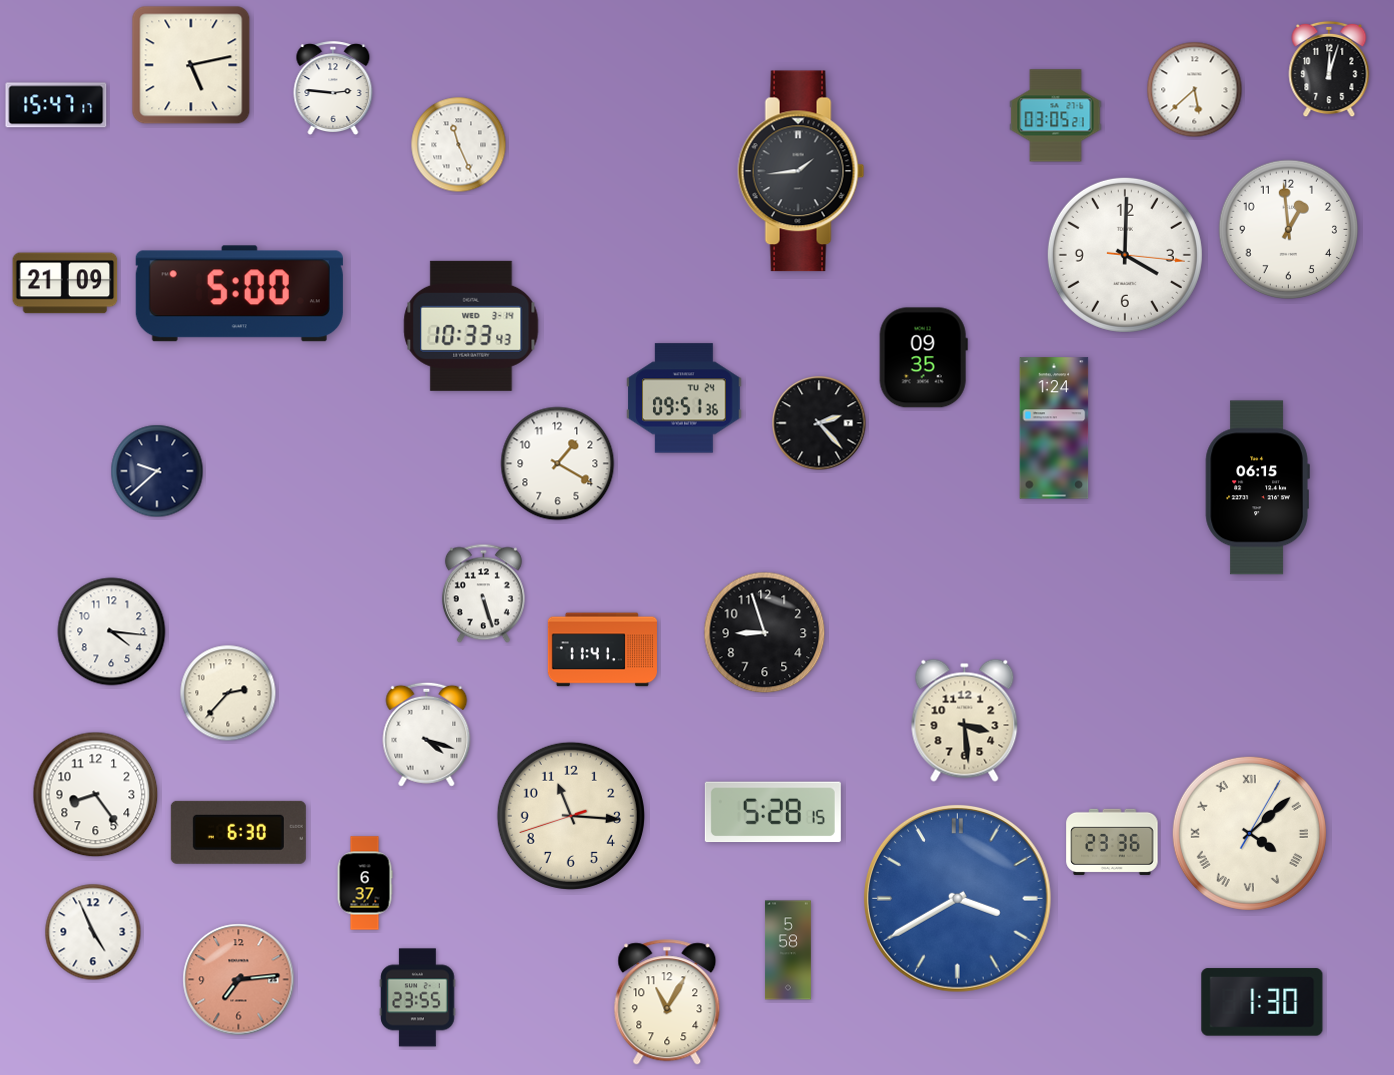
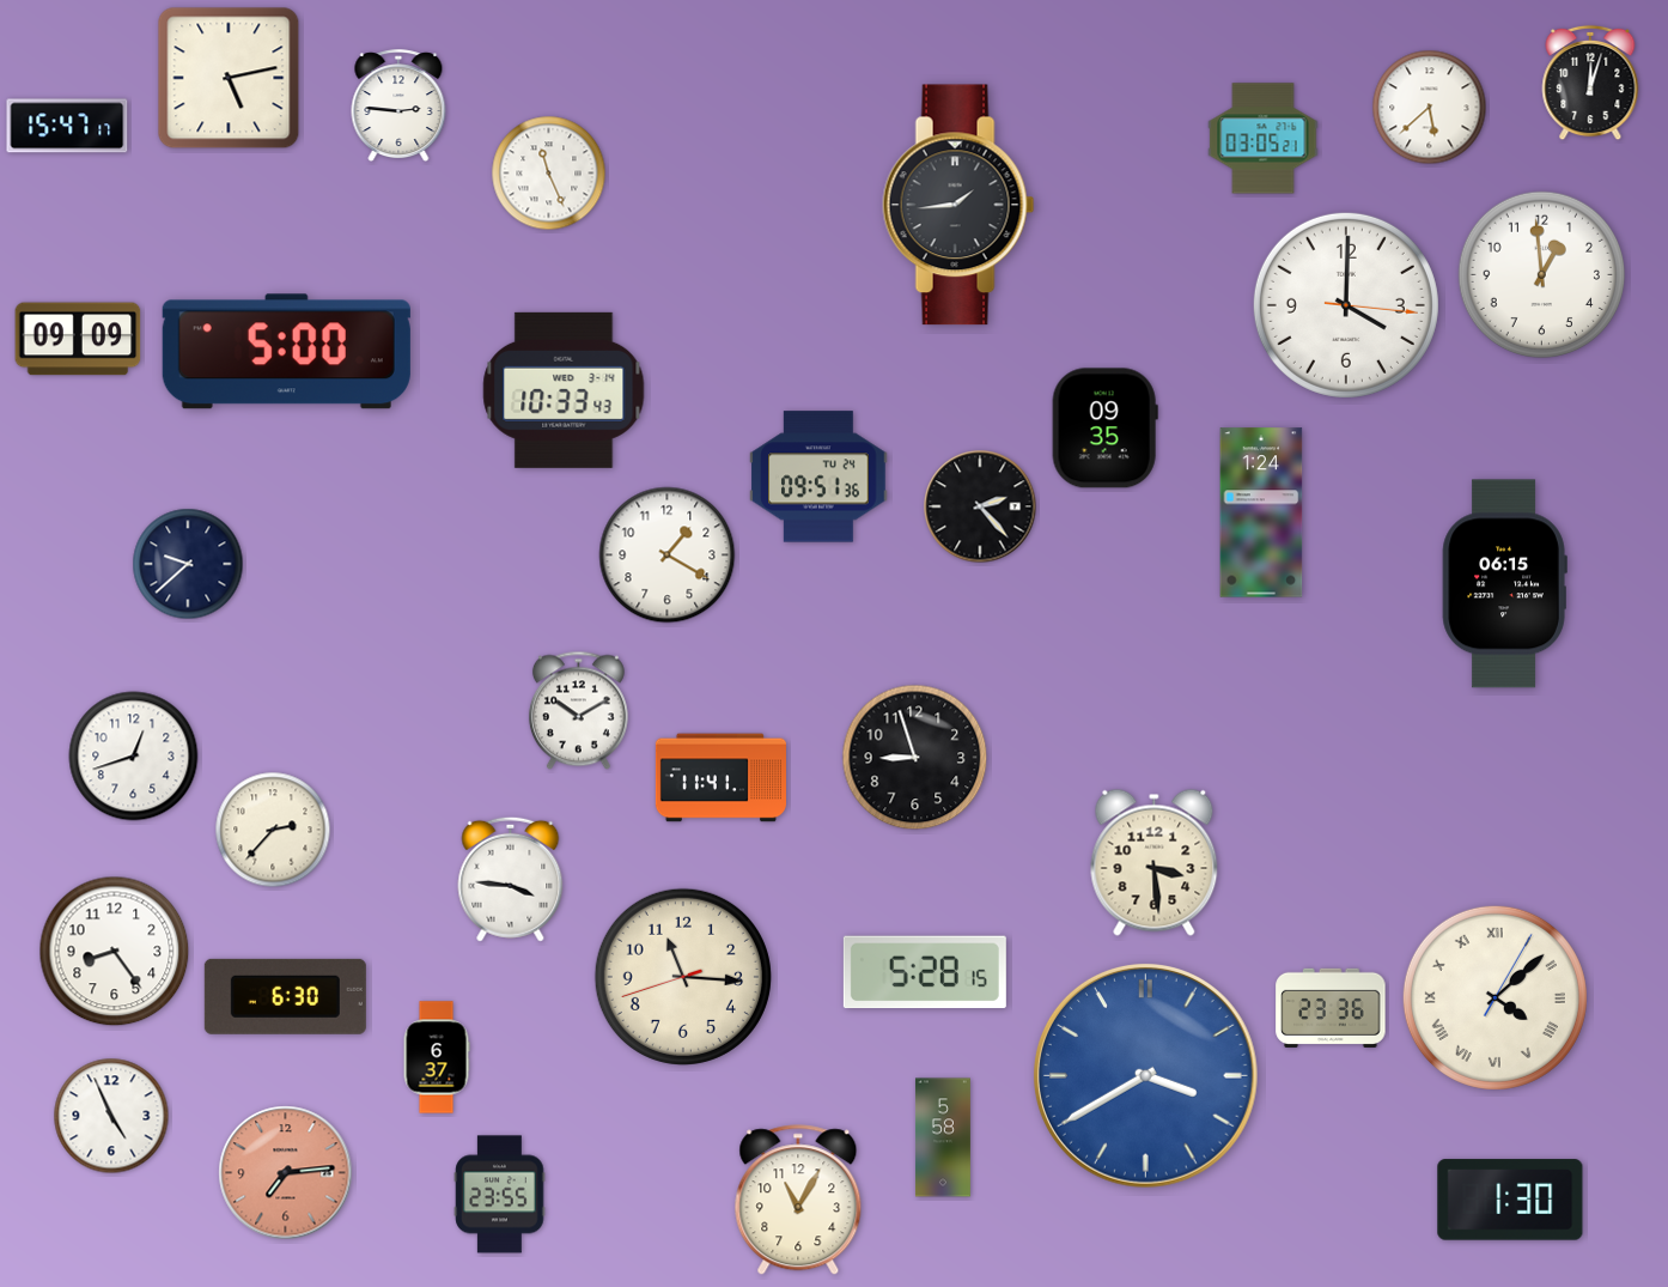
clock at (65, 283): 21:09 -> 09:09
clock at (483, 594): 5:27 -> 10:10
clock at (112, 632): 4:16 -> 12:42
clock at (427, 734): 4:18 -> 3:46
